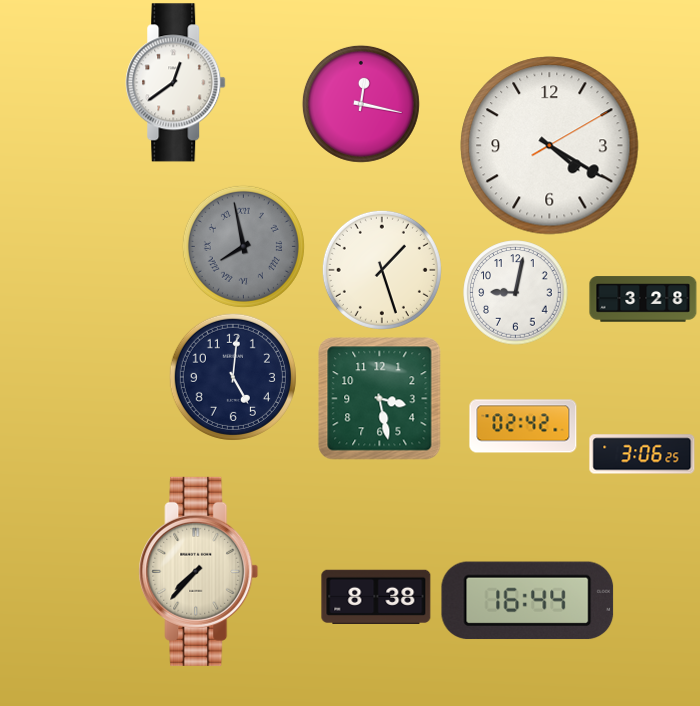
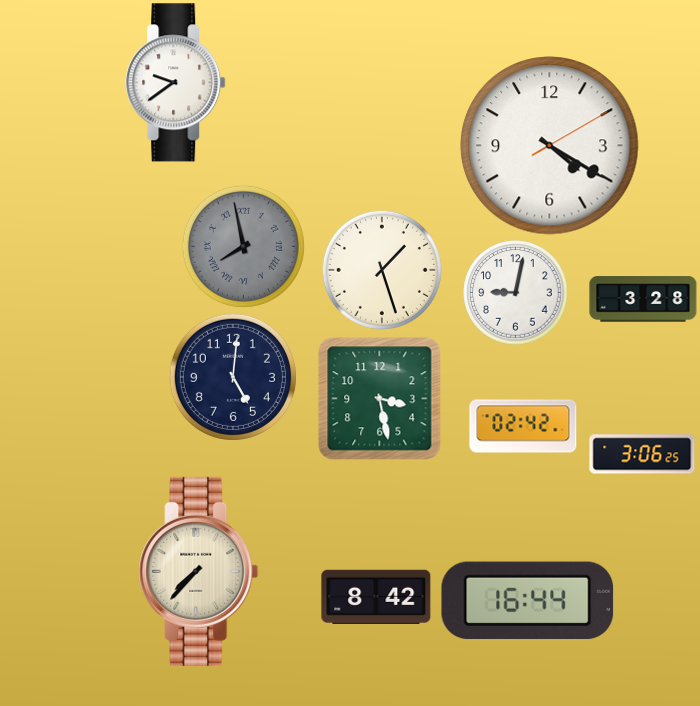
clock at (176, 83): 12:39 -> 9:39
clock at (361, 104): 12:17 -> none
clock at (376, 597): 8:38 -> 8:42
